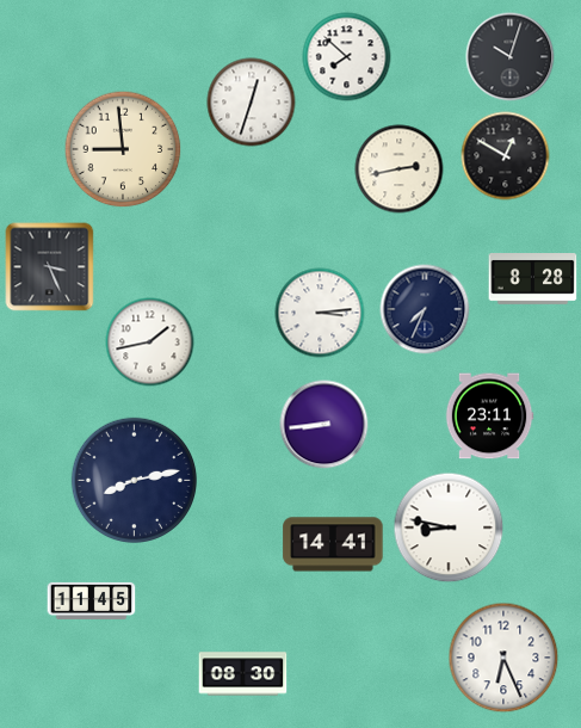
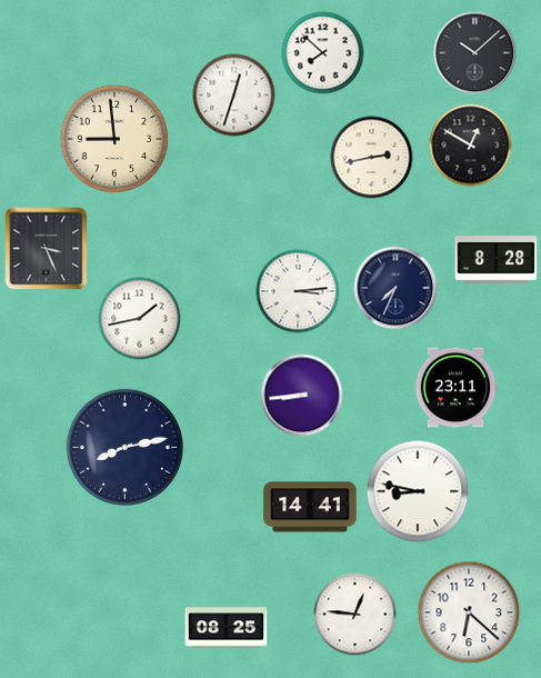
clock at (511, 57): 10:03 -> 10:08
clock at (92, 600): 11:45 -> none
clock at (503, 658): 6:26 -> 6:22
clock at (355, 615): none -> 12:46
clock at (243, 674): 08:30 -> 08:25
